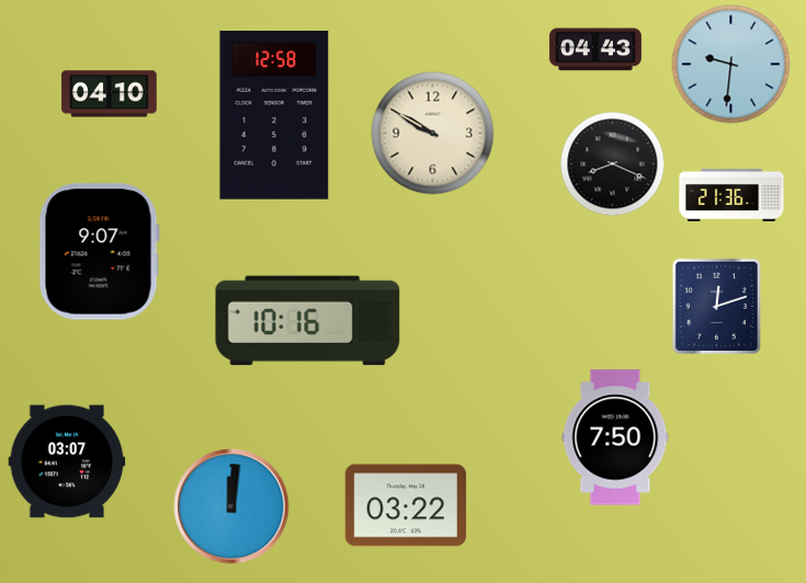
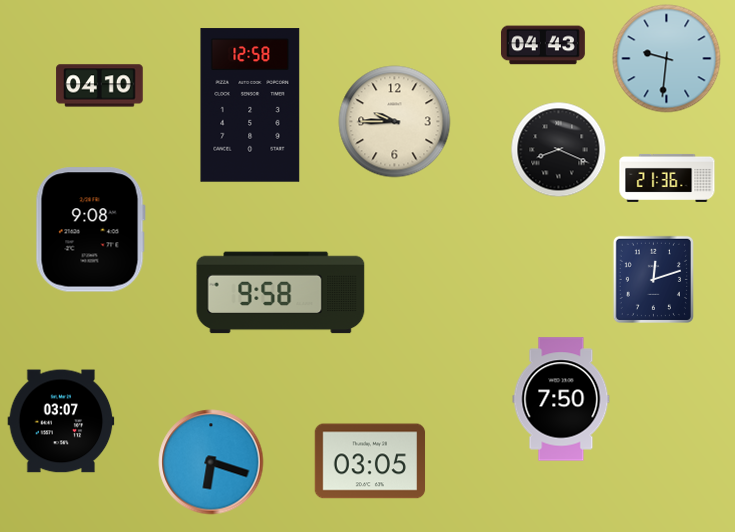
clock at (433, 134): 9:50 -> 9:45
clock at (99, 252): 9:07 -> 9:08
clock at (308, 321): 10:16 -> 9:58
clock at (406, 505): 03:22 -> 03:05
clock at (231, 506): 12:01 -> 6:18
